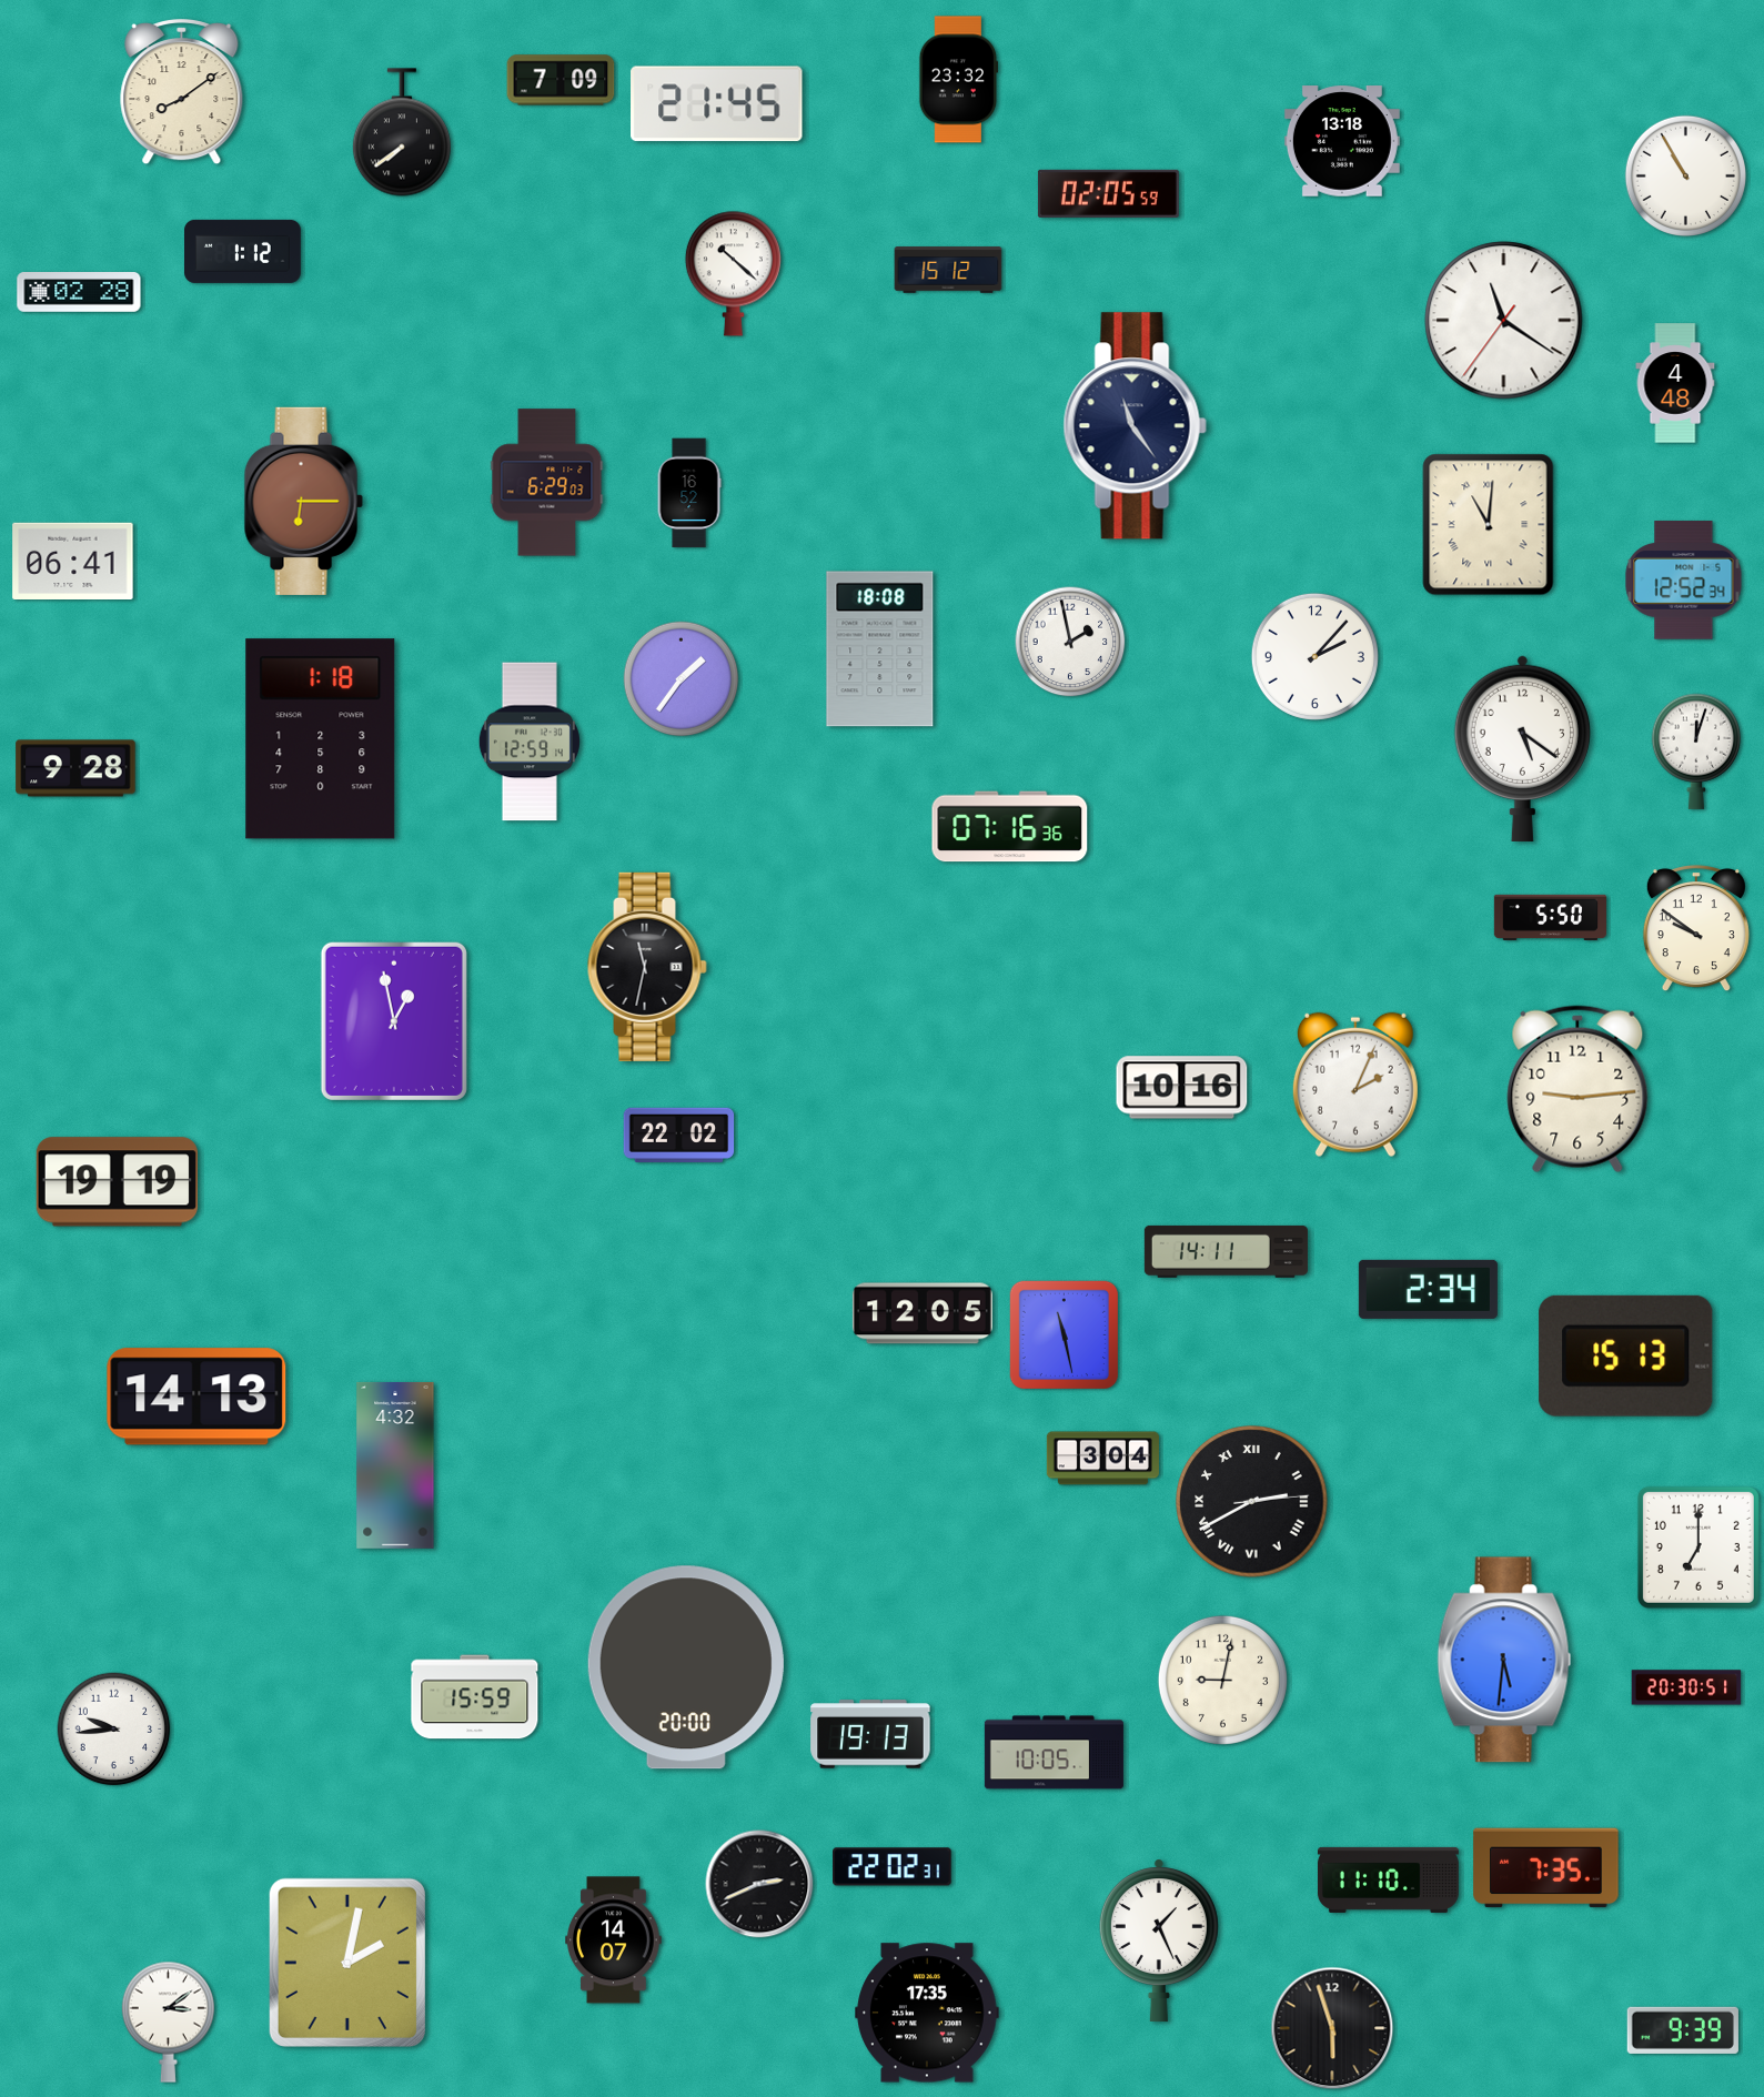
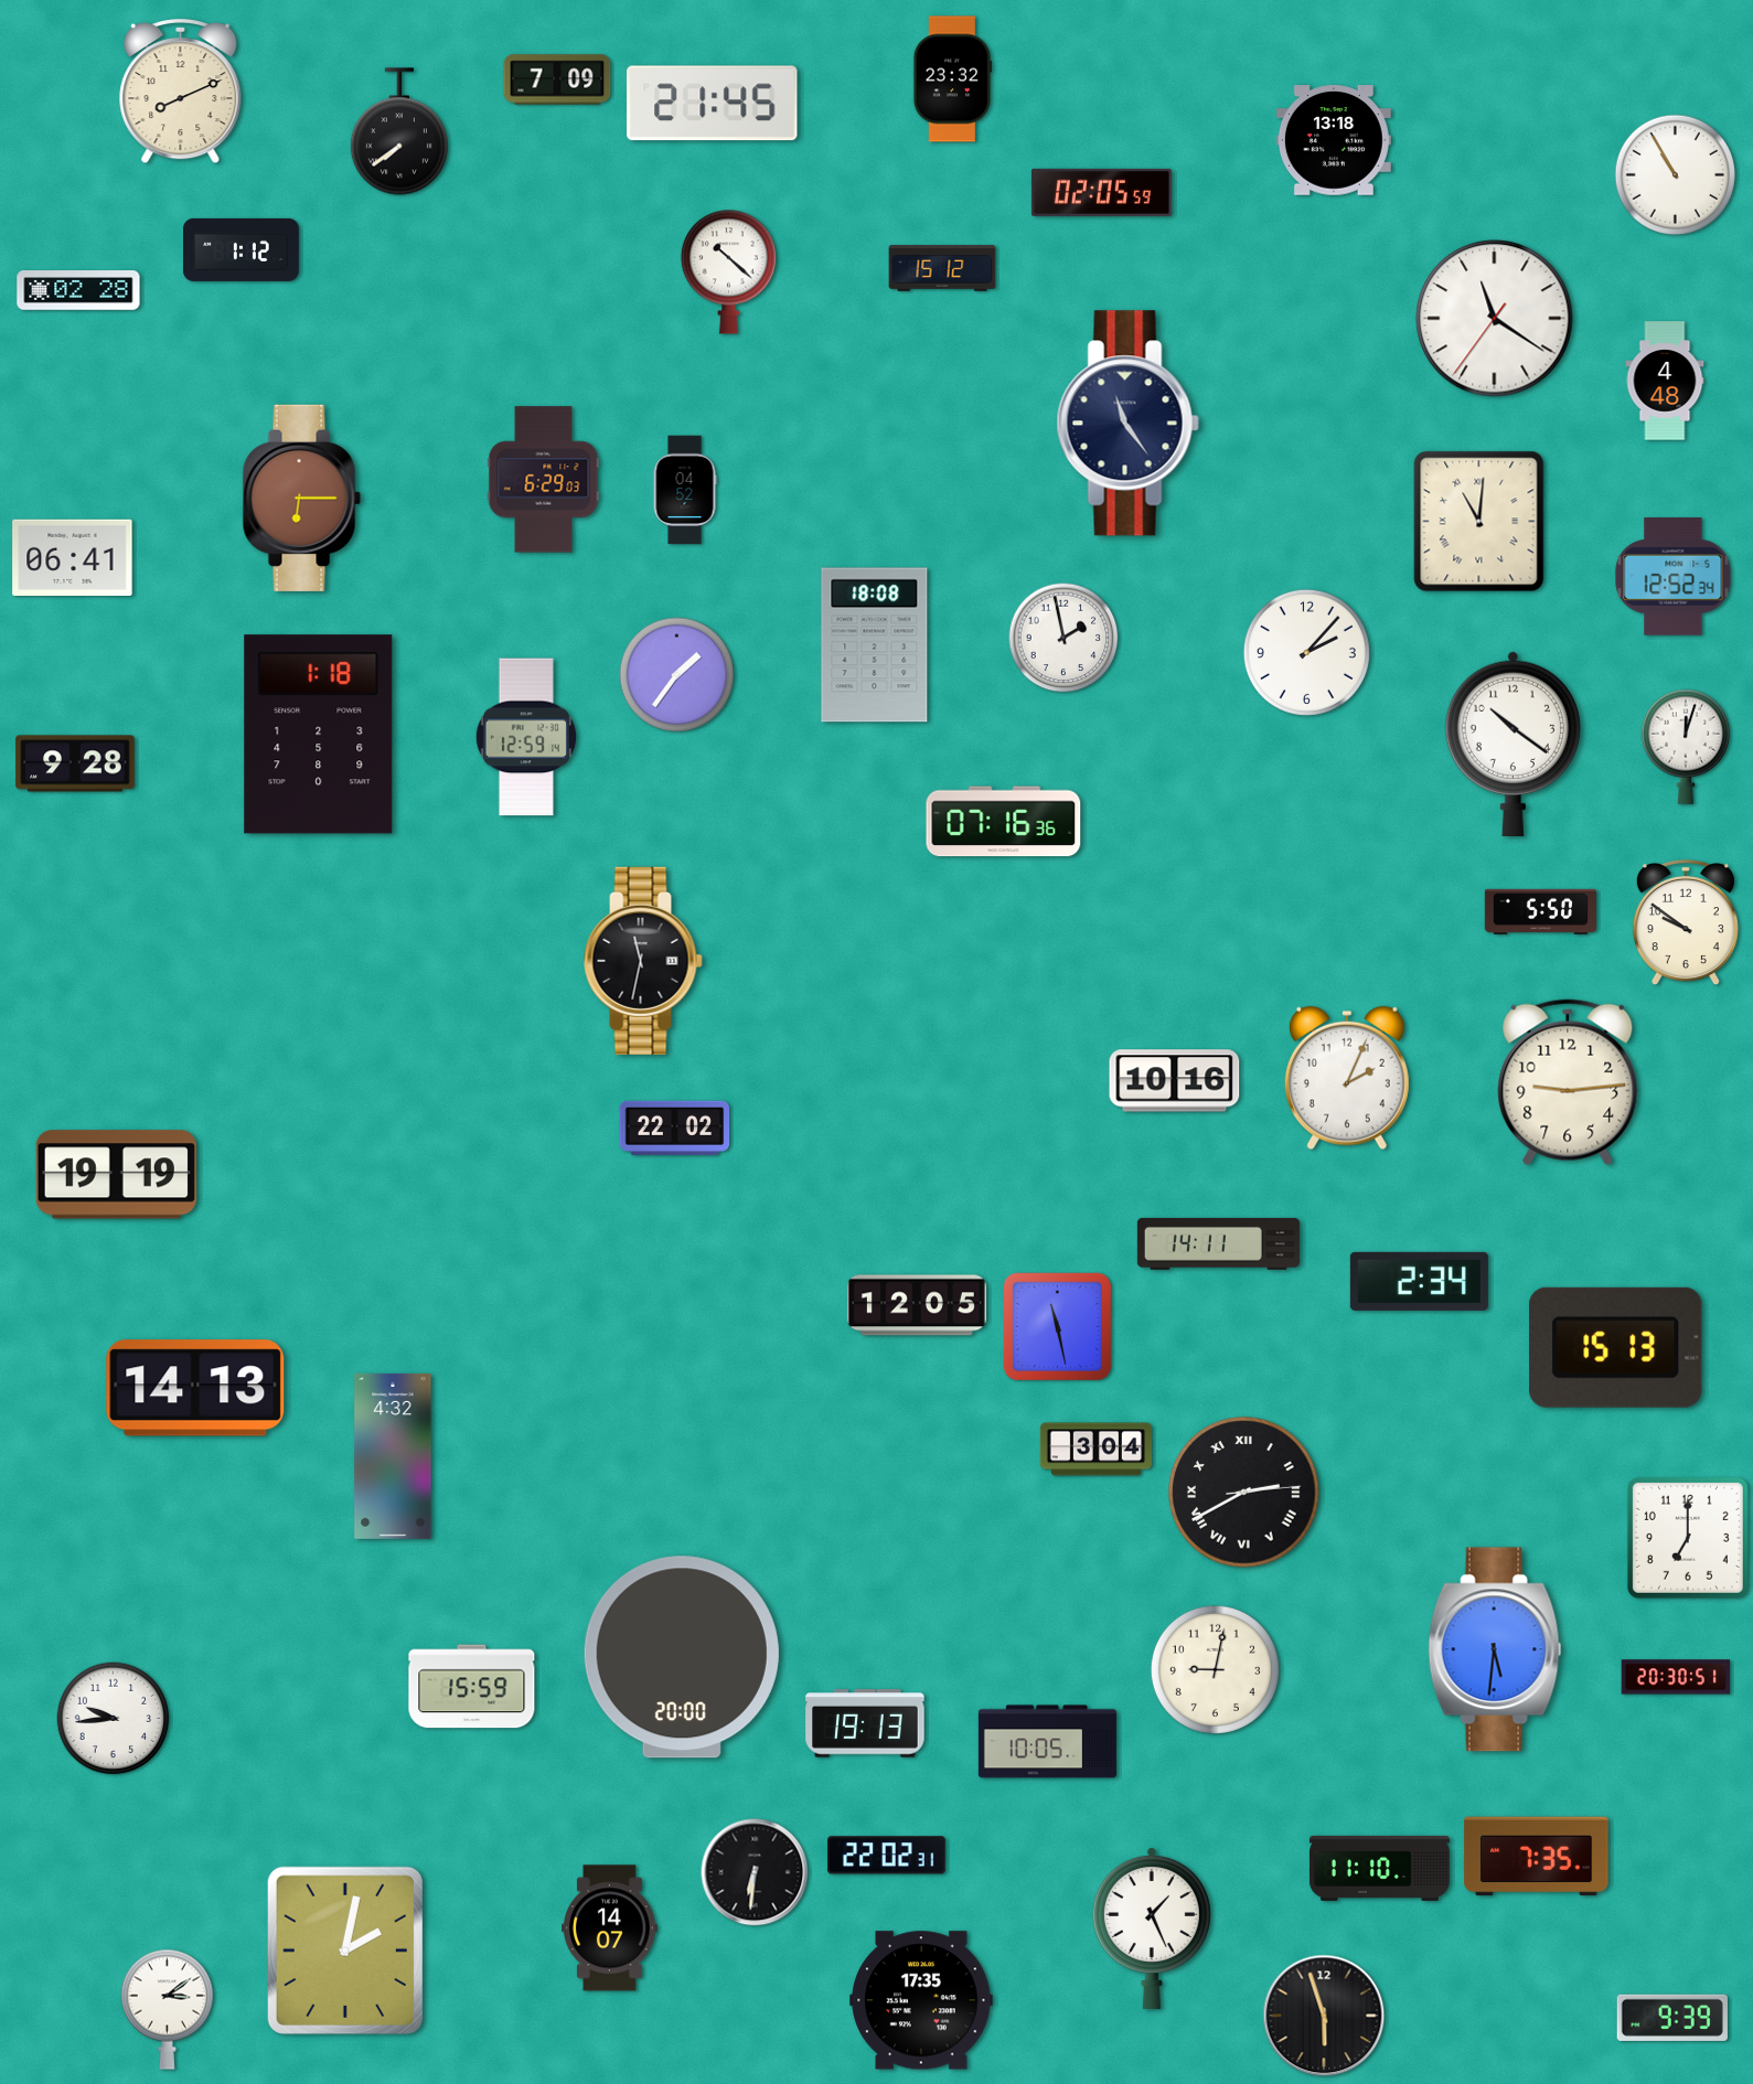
clock at (182, 93): 8:09 -> 8:11
clock at (689, 493): 16:52 -> 04:52
clock at (1522, 747): 5:21 -> 10:21
clock at (394, 1021): 12:58 -> none
clock at (759, 1884): 2:41 -> 6:31
